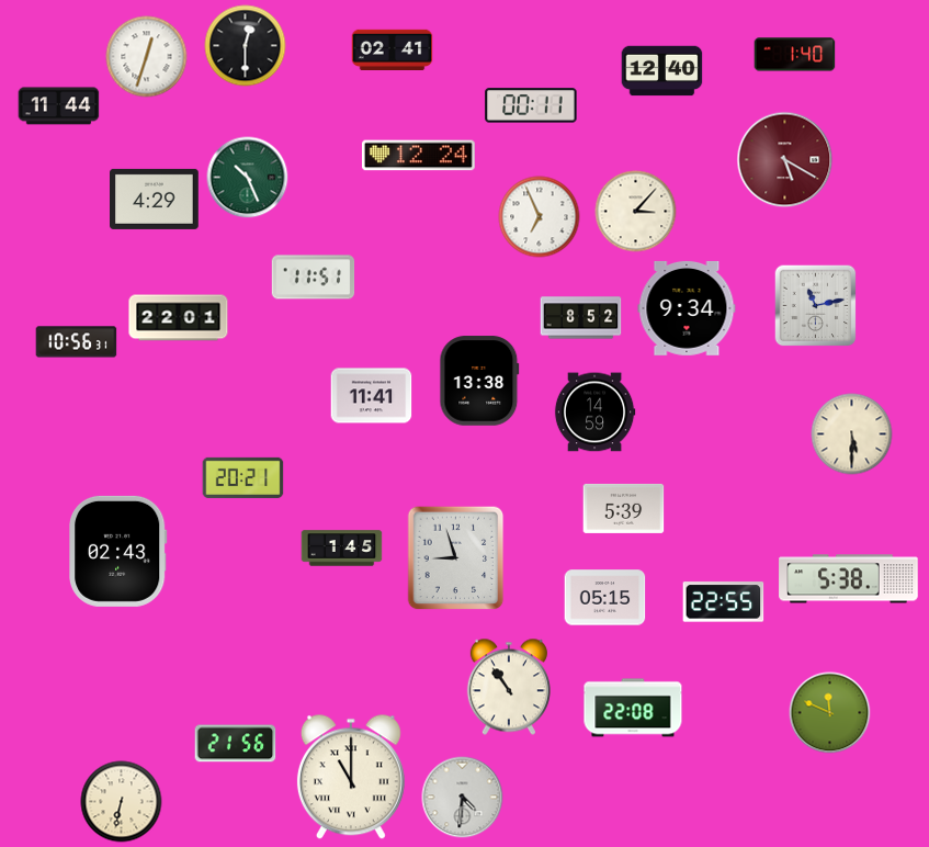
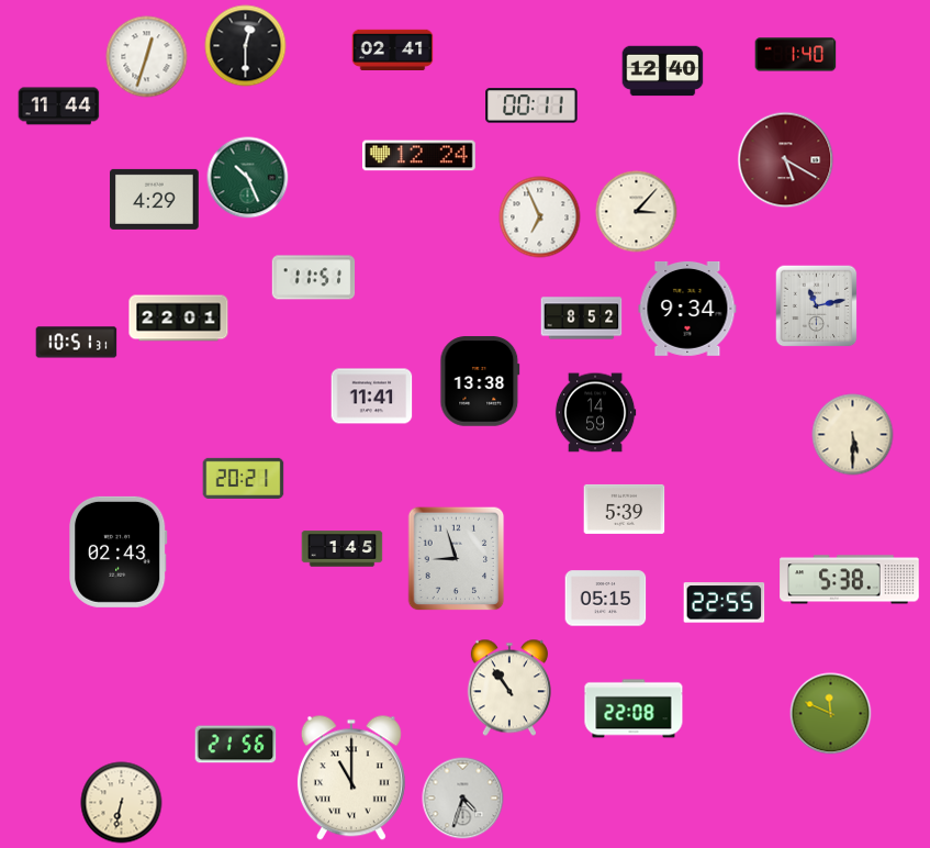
clock at (77, 342): 10:56 -> 10:51
clock at (463, 798): 4:31 -> 4:33
